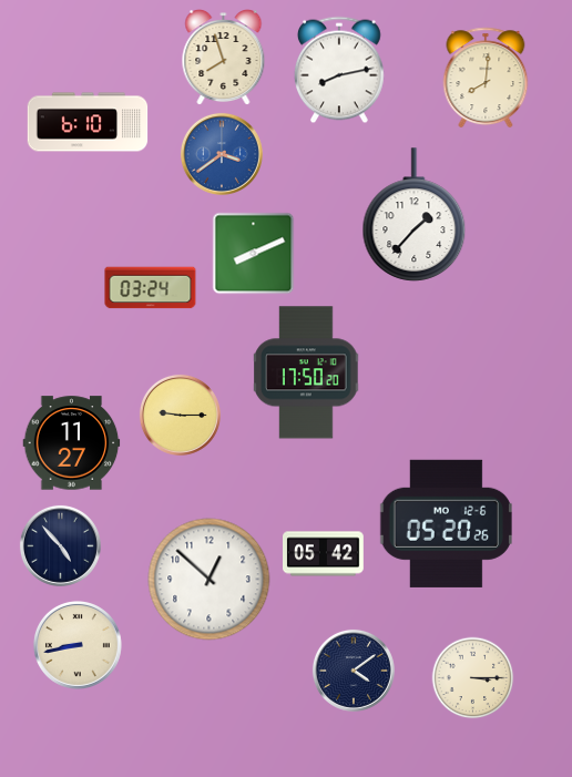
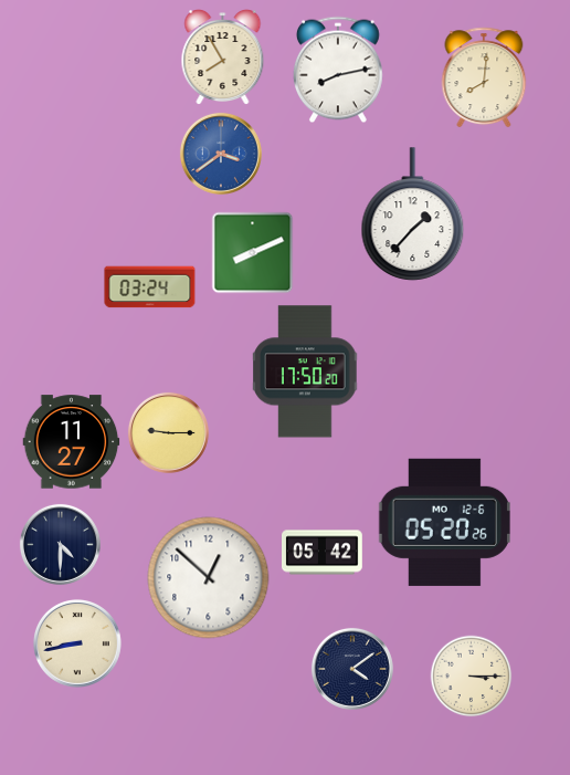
clock at (224, 58): 7:57 -> 7:55
clock at (88, 122): 6:10 -> none
clock at (180, 415) position: (180, 415) -> (168, 432)
clock at (60, 545): 4:53 -> 4:30
